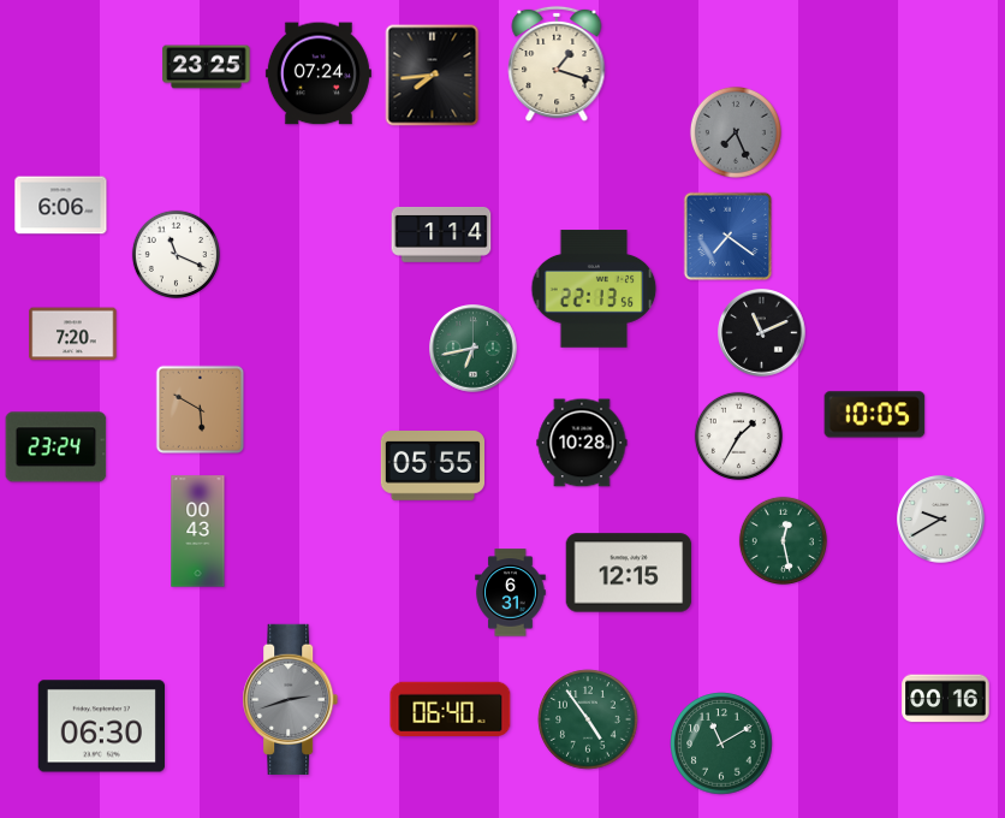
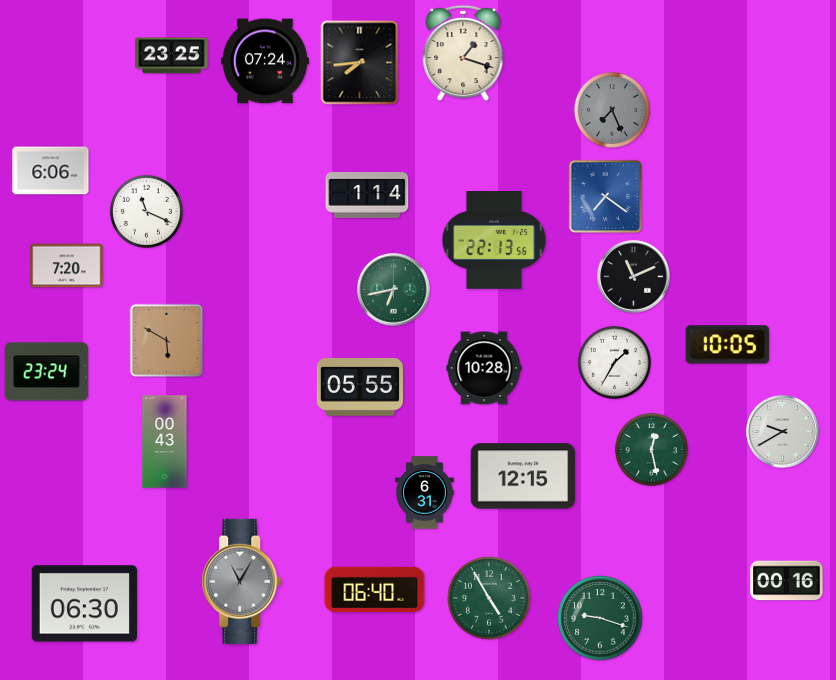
clock at (73, 334) position: (73, 334) -> (67, 266)
clock at (291, 699): 2:42 -> 11:05
clock at (588, 719): 4:54 -> 4:55
clock at (721, 743): 11:10 -> 9:18
